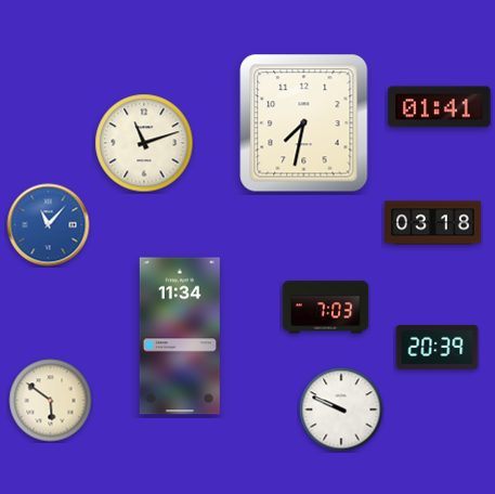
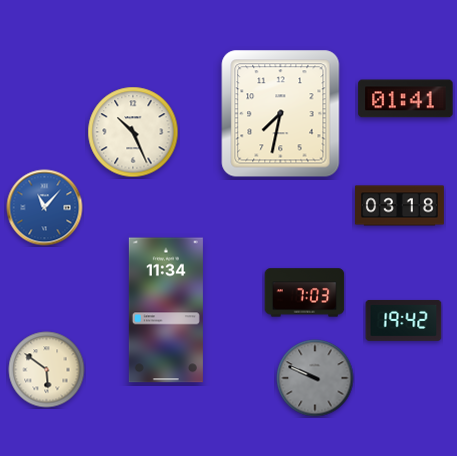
clock at (144, 143): 11:12 -> 10:26
clock at (326, 308) position: (326, 308) -> (305, 293)
clock at (438, 347): 20:39 -> 19:42
clock at (341, 409) dial: white -> grey
